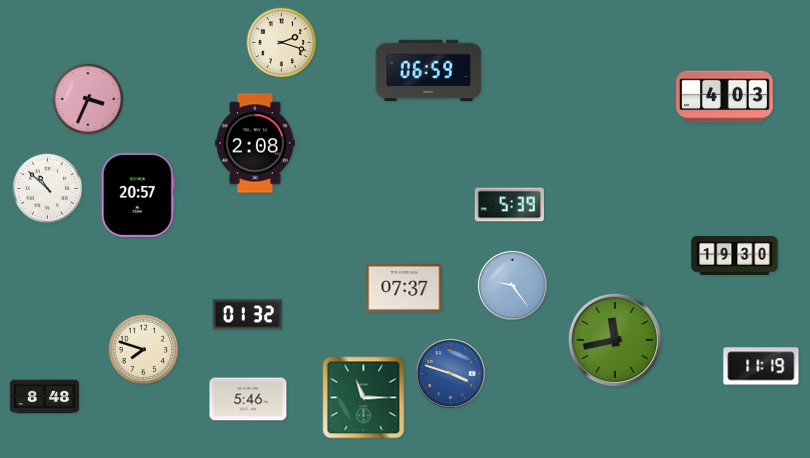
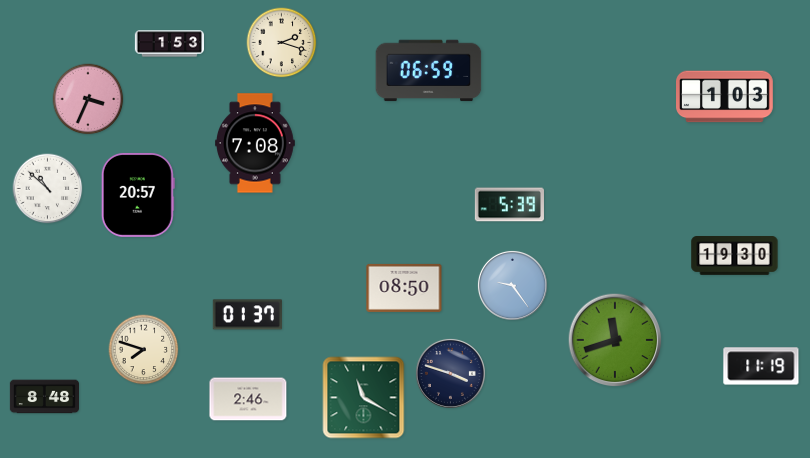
clock at (170, 44): none -> 1:53
clock at (725, 97): 4:03 -> 1:03
clock at (256, 143): 2:08 -> 7:08
clock at (404, 288): 07:37 -> 08:50
clock at (247, 315): 01:32 -> 01:37
clock at (615, 340): 11:43 -> 11:42
clock at (450, 373) dial: blue -> navy
clock at (364, 398): 11:15 -> 11:20
clock at (248, 399): 5:46 -> 2:46
